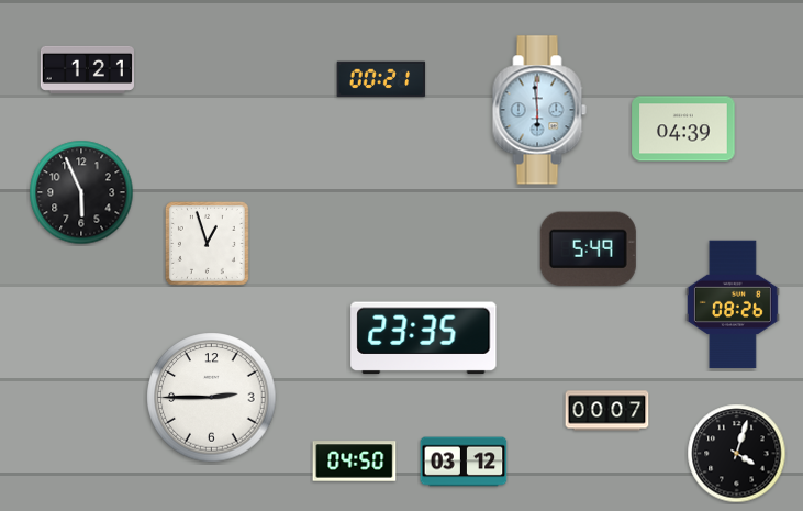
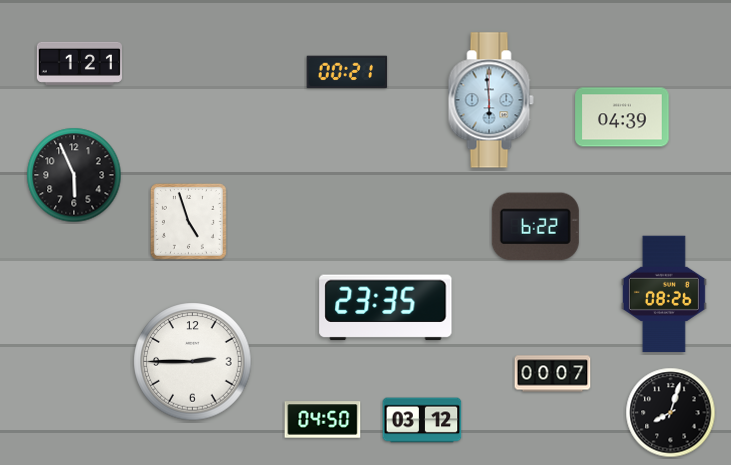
clock at (207, 243): 12:57 -> 4:57
clock at (588, 249): 5:49 -> 6:22
clock at (733, 304) position: (733, 304) -> (664, 294)
clock at (737, 454): 4:03 -> 8:03
